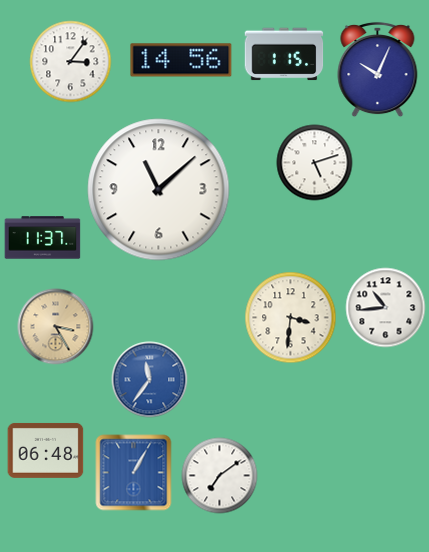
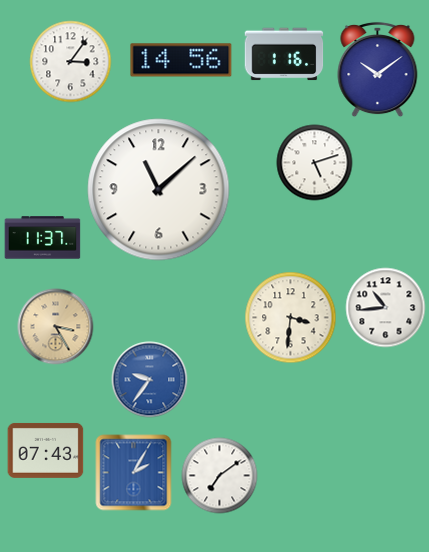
clock at (284, 54): 1:15 -> 1:16
clock at (378, 70): 10:04 -> 10:09
clock at (150, 380): 11:36 -> 9:36
clock at (46, 450): 06:48 -> 07:43
clock at (134, 473): 1:05 -> 2:05
